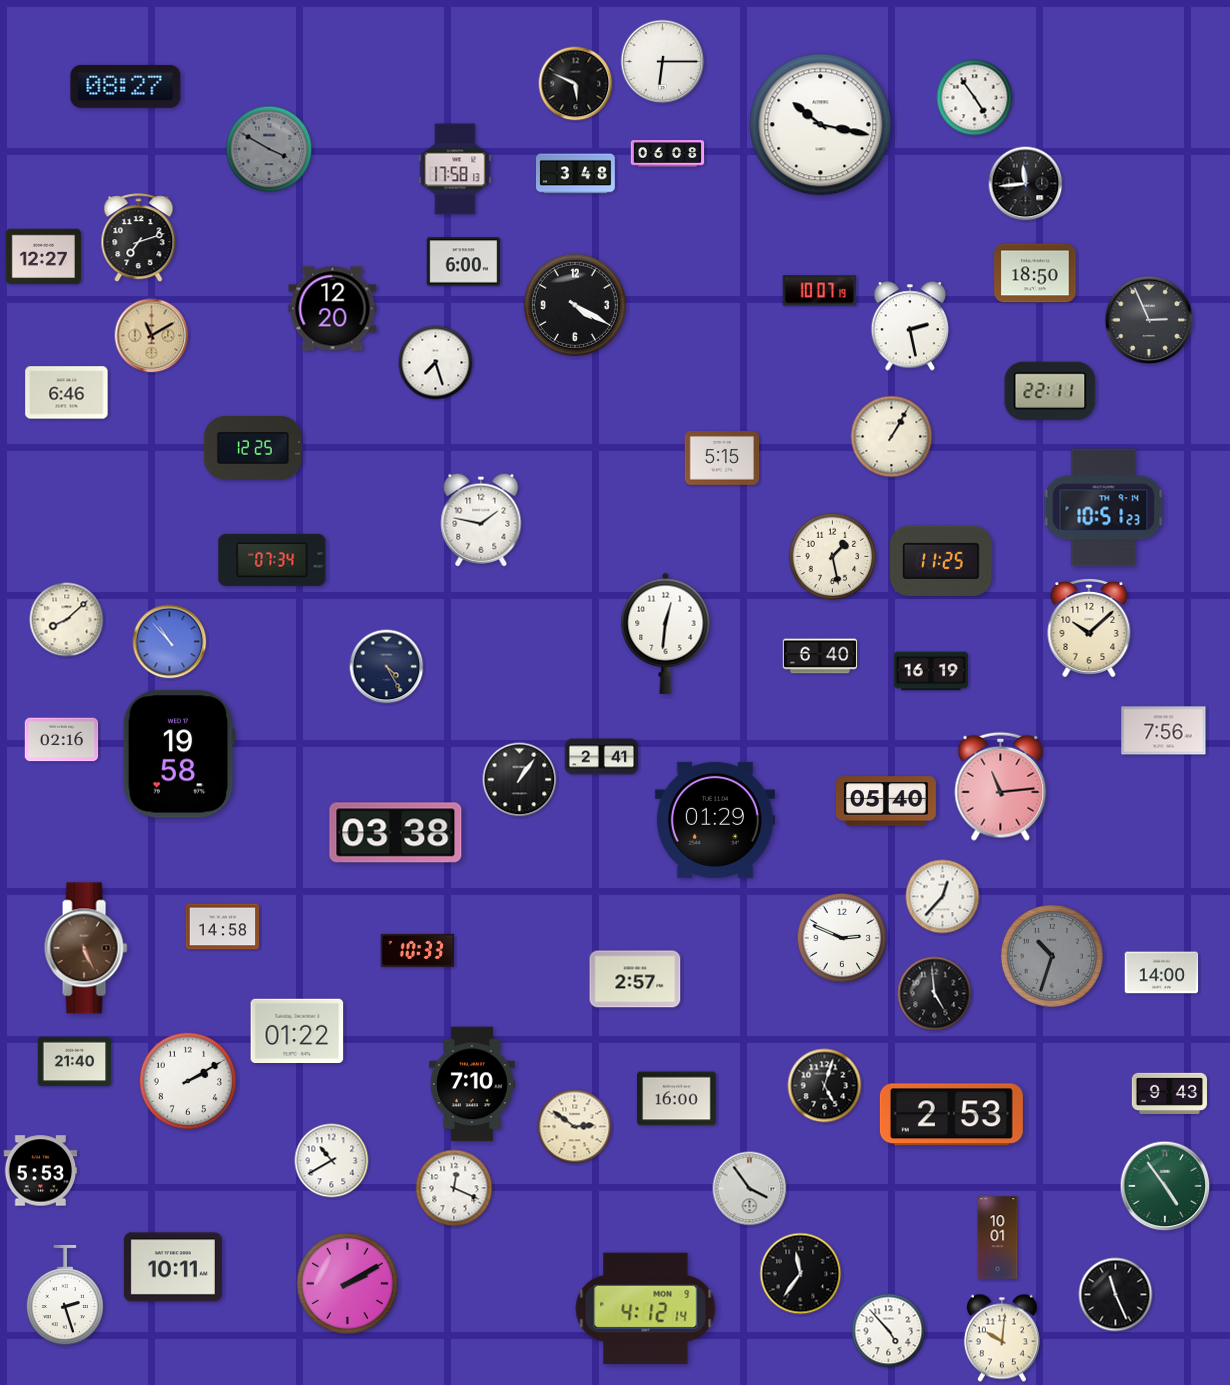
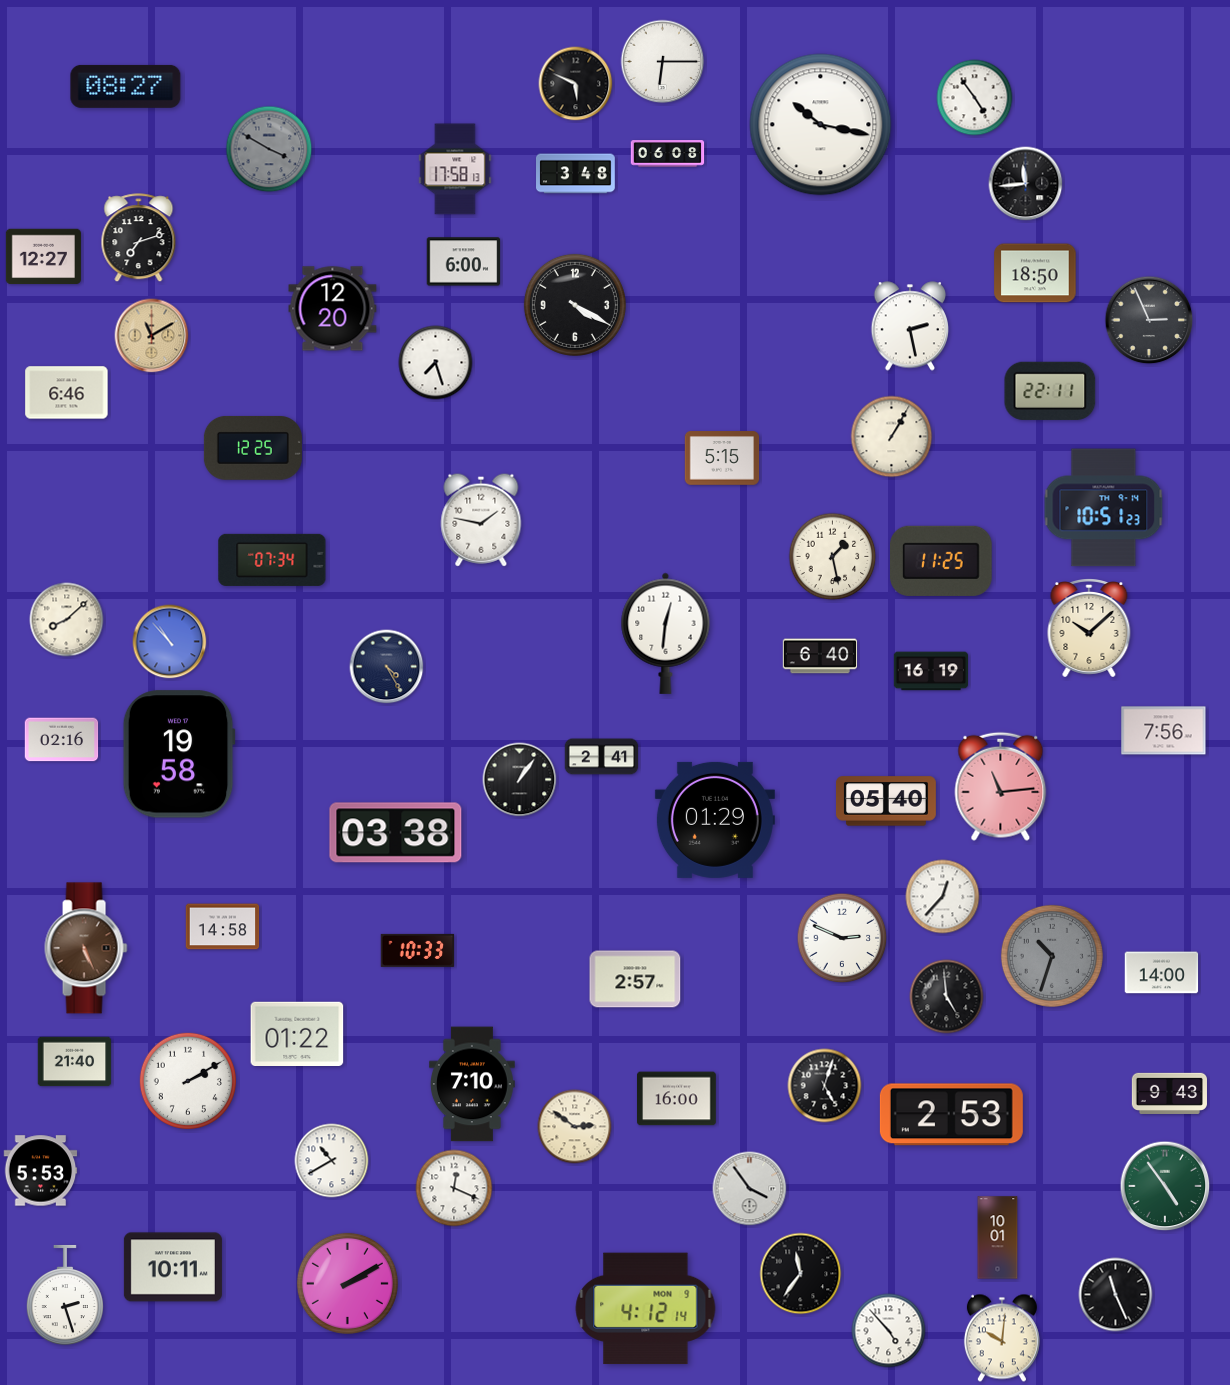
clock at (820, 291): 10:07 -> none
clock at (935, 994) position: (935, 994) -> (947, 997)
clock at (297, 1030) position: (297, 1030) -> (297, 1033)
